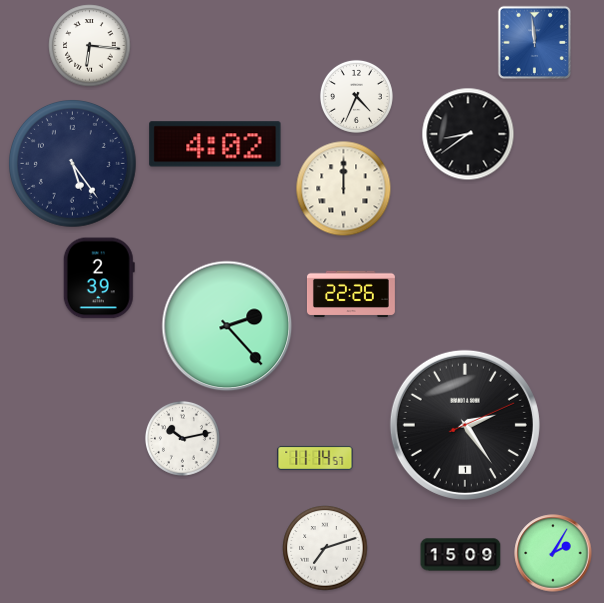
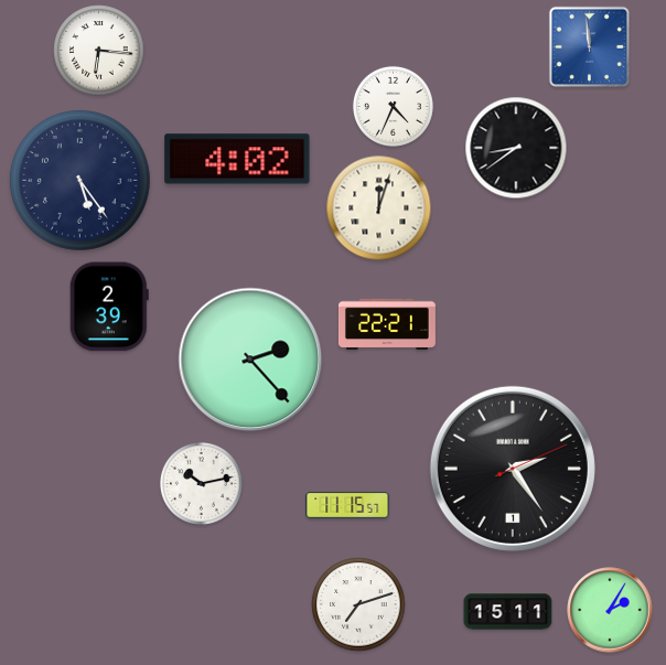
clock at (344, 189): 12:00 -> 12:03
clock at (351, 294): 22:26 -> 22:21
clock at (315, 458): 11:14 -> 11:15
clock at (461, 555): 15:09 -> 15:11
